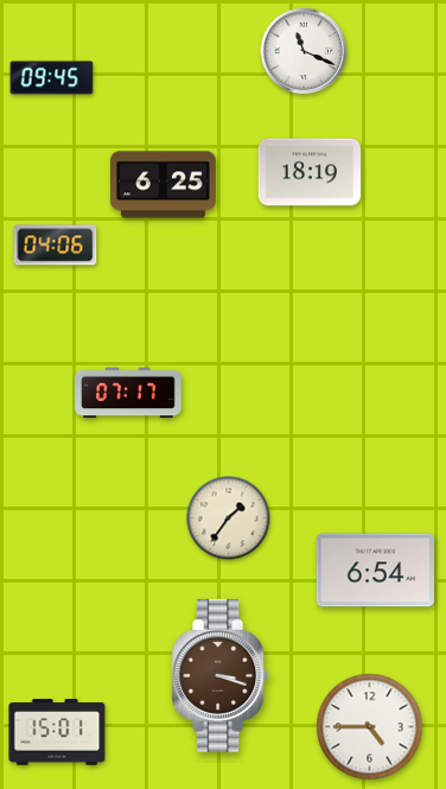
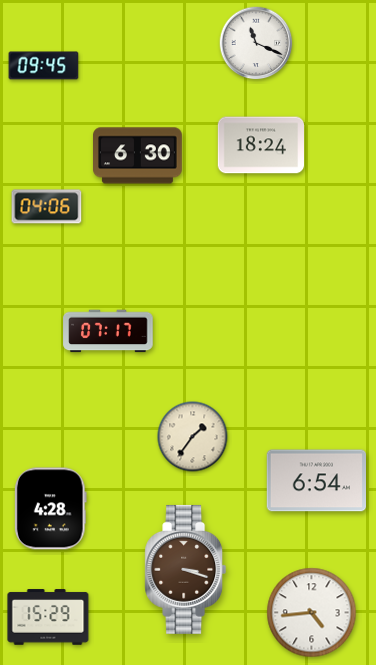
clock at (308, 172): 18:19 -> 18:24
clock at (164, 185): 6:25 -> 6:30
clock at (50, 509): none -> 4:28
clock at (370, 727): 4:45 -> 4:44
clock at (57, 732): 15:01 -> 15:29
